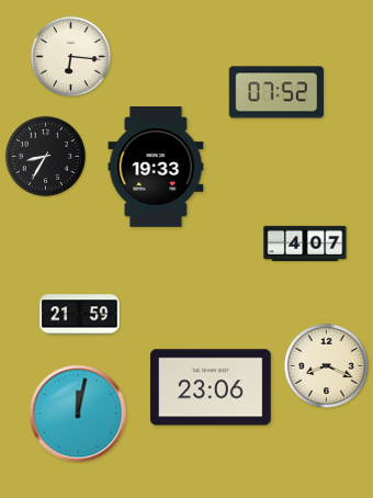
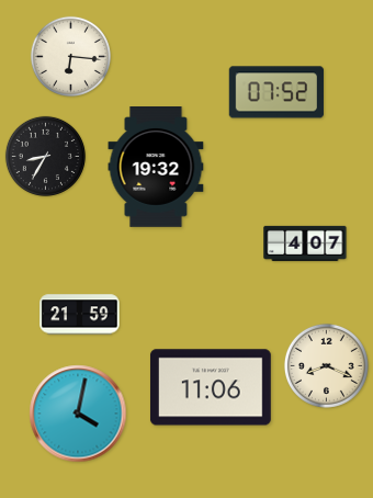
clock at (156, 168): 19:33 -> 19:32
clock at (211, 387): 23:06 -> 11:06
clock at (78, 414): 12:02 -> 4:02
